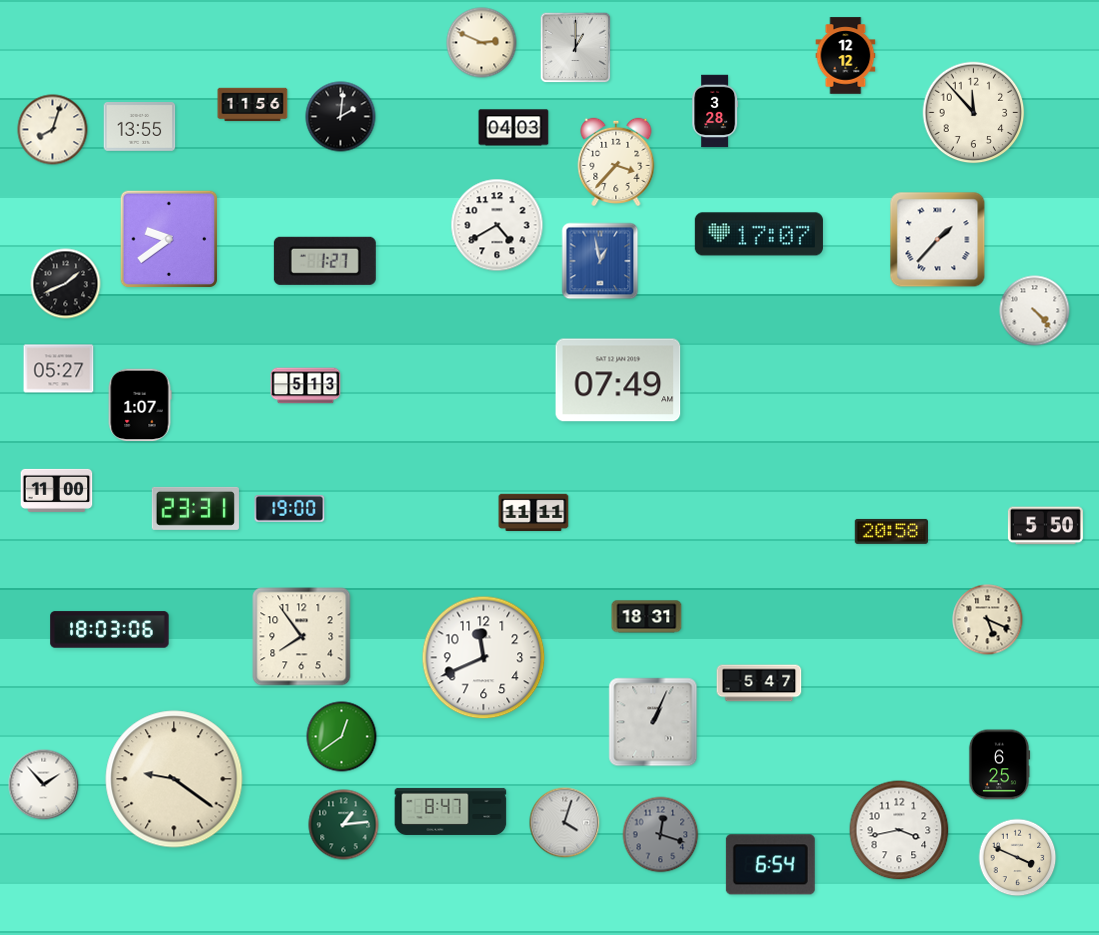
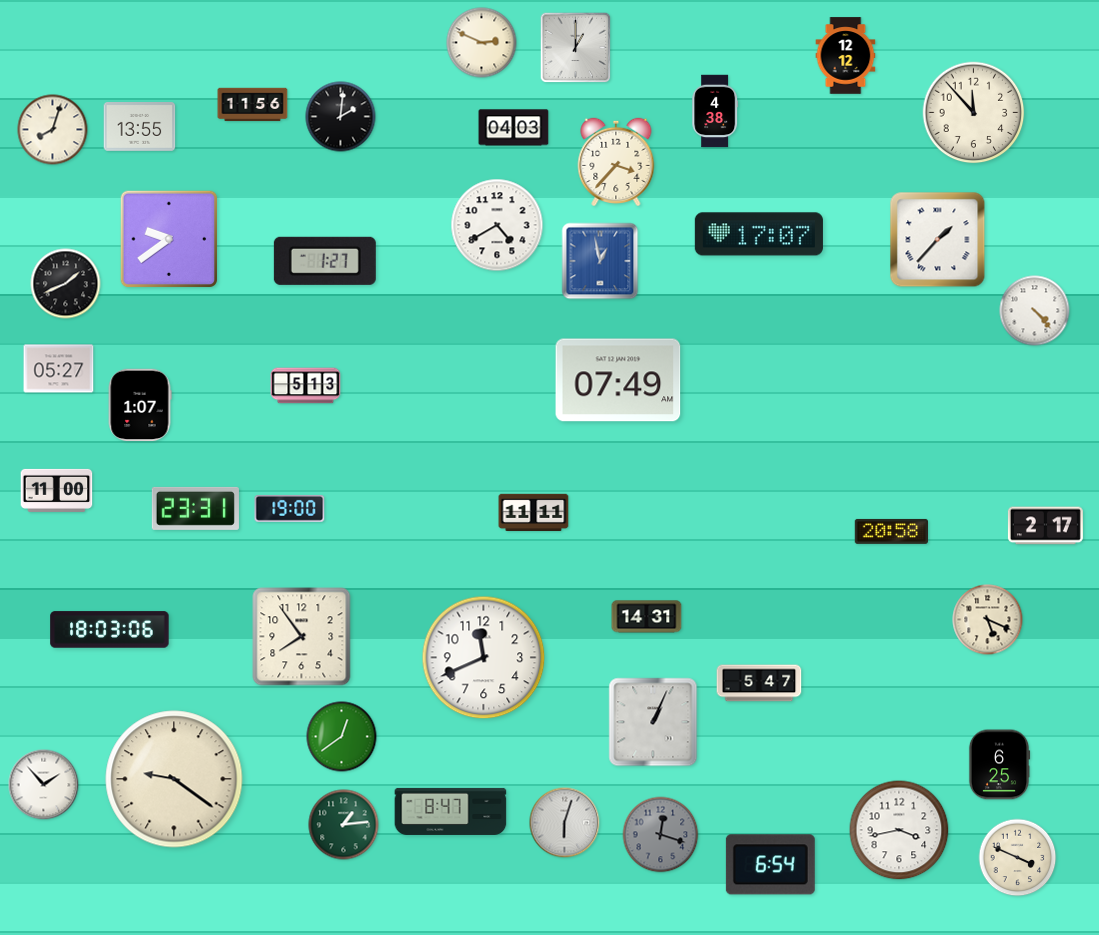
clock at (715, 111): 3:28 -> 4:38
clock at (1045, 526): 5:50 -> 2:17
clock at (647, 617): 18:31 -> 14:31
clock at (565, 823): 4:03 -> 6:03
